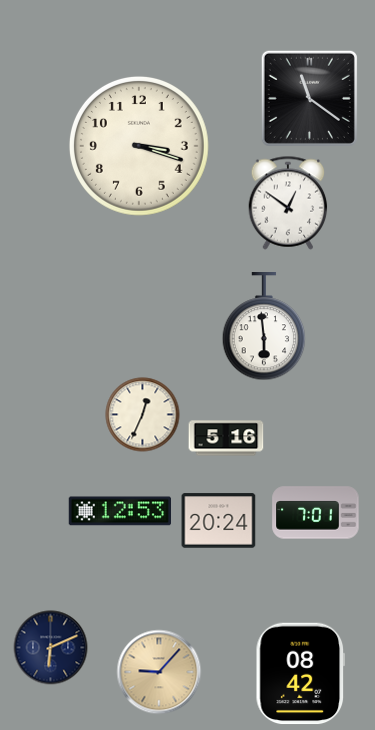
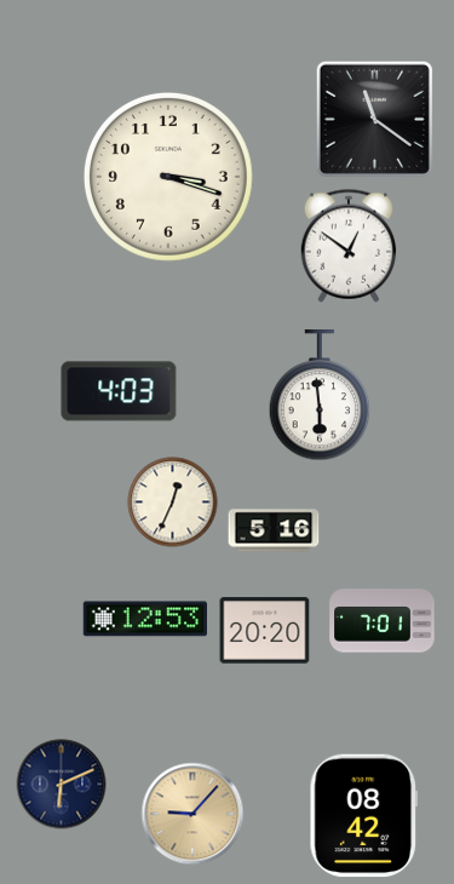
clock at (119, 391): none -> 4:03
clock at (219, 521): 20:24 -> 20:20
